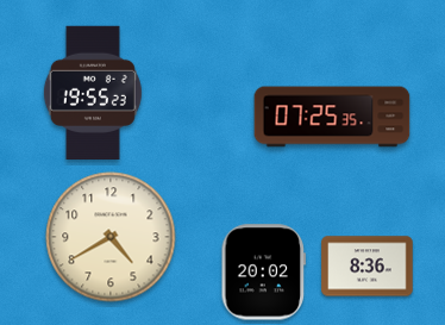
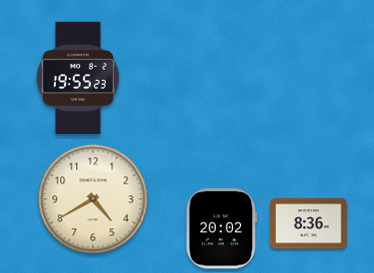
clock at (332, 117): 07:25 -> none
